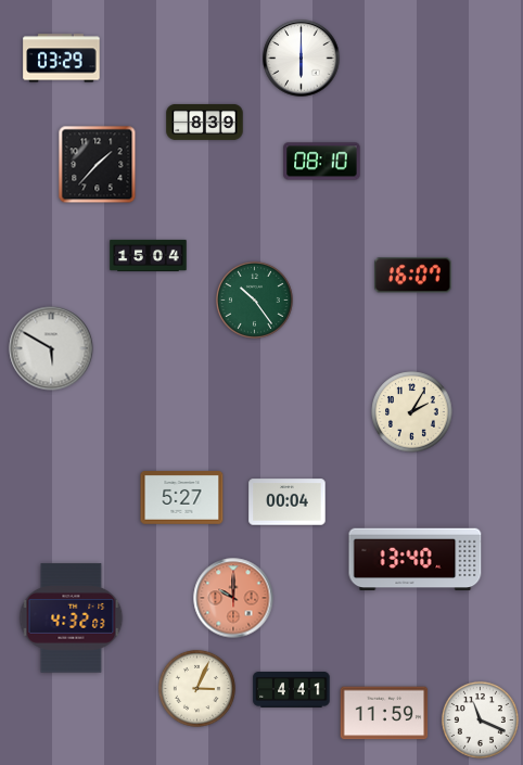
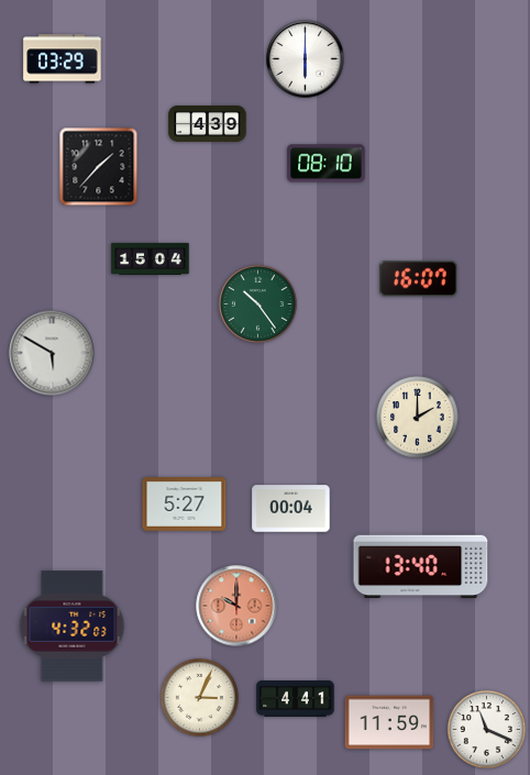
clock at (205, 123): 8:39 -> 4:39
clock at (412, 412): 2:05 -> 2:00
